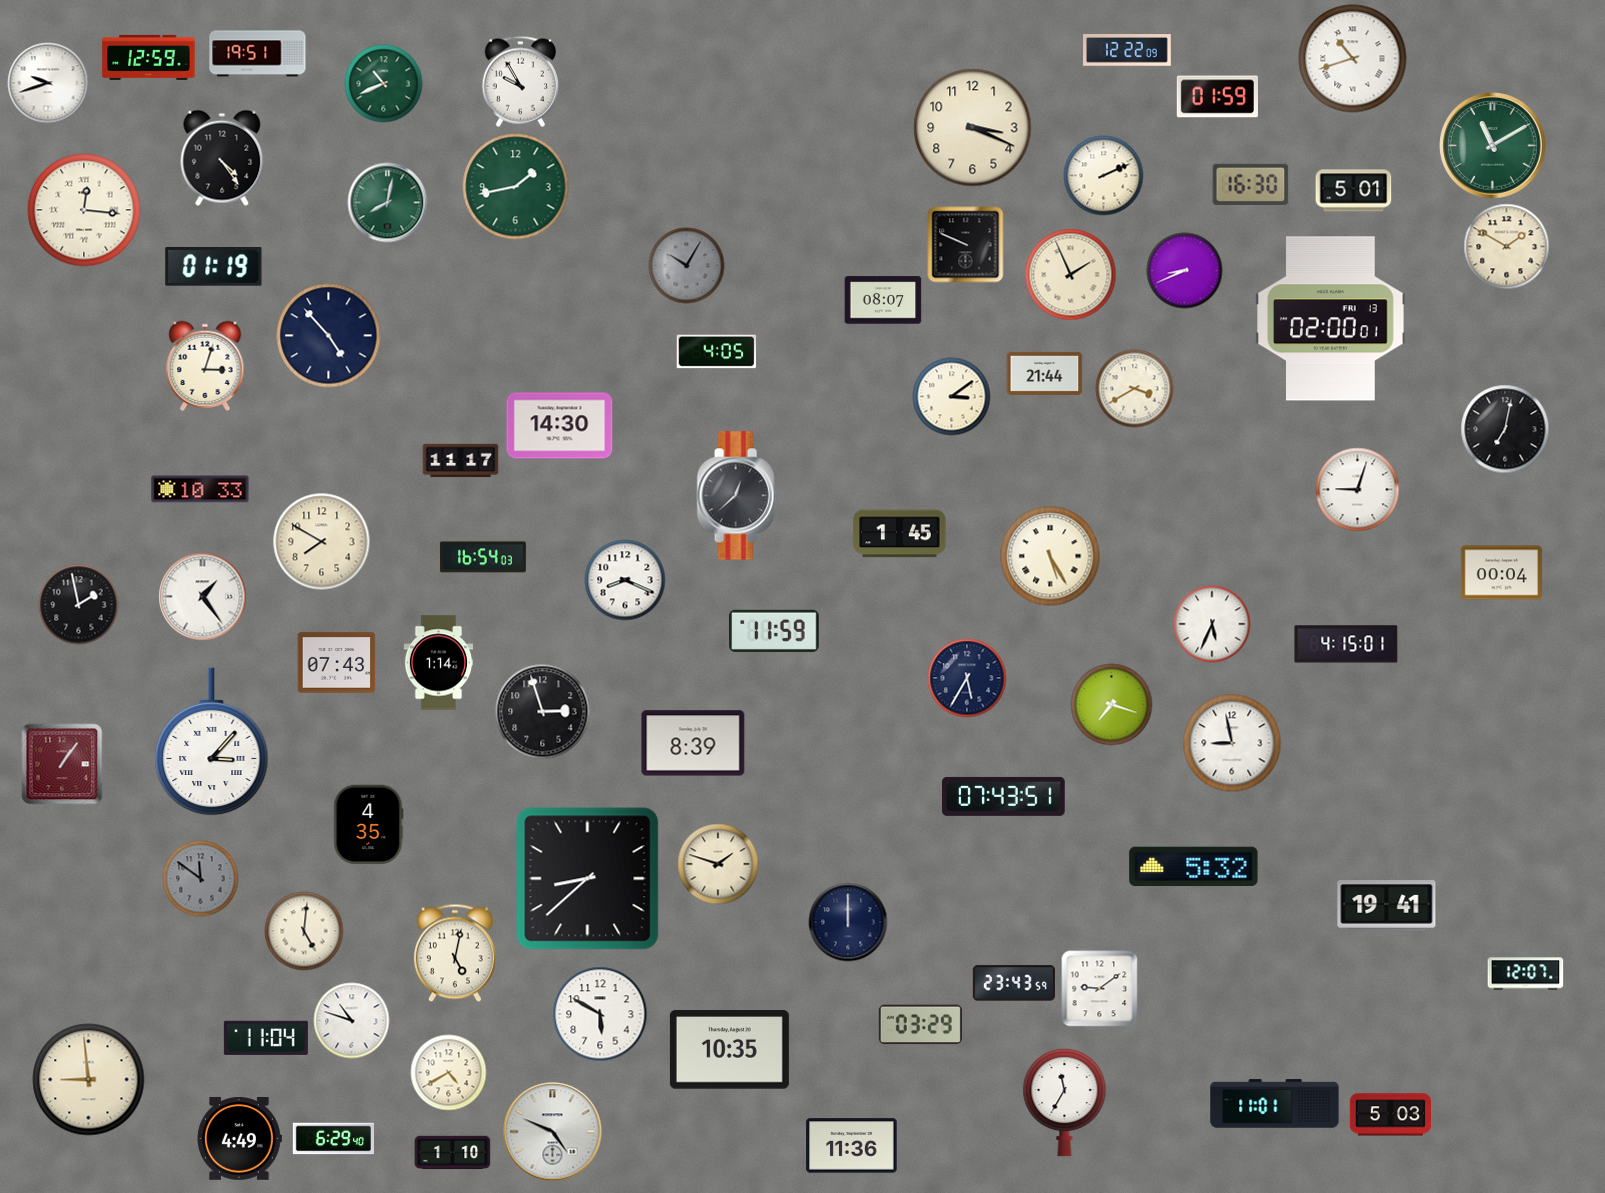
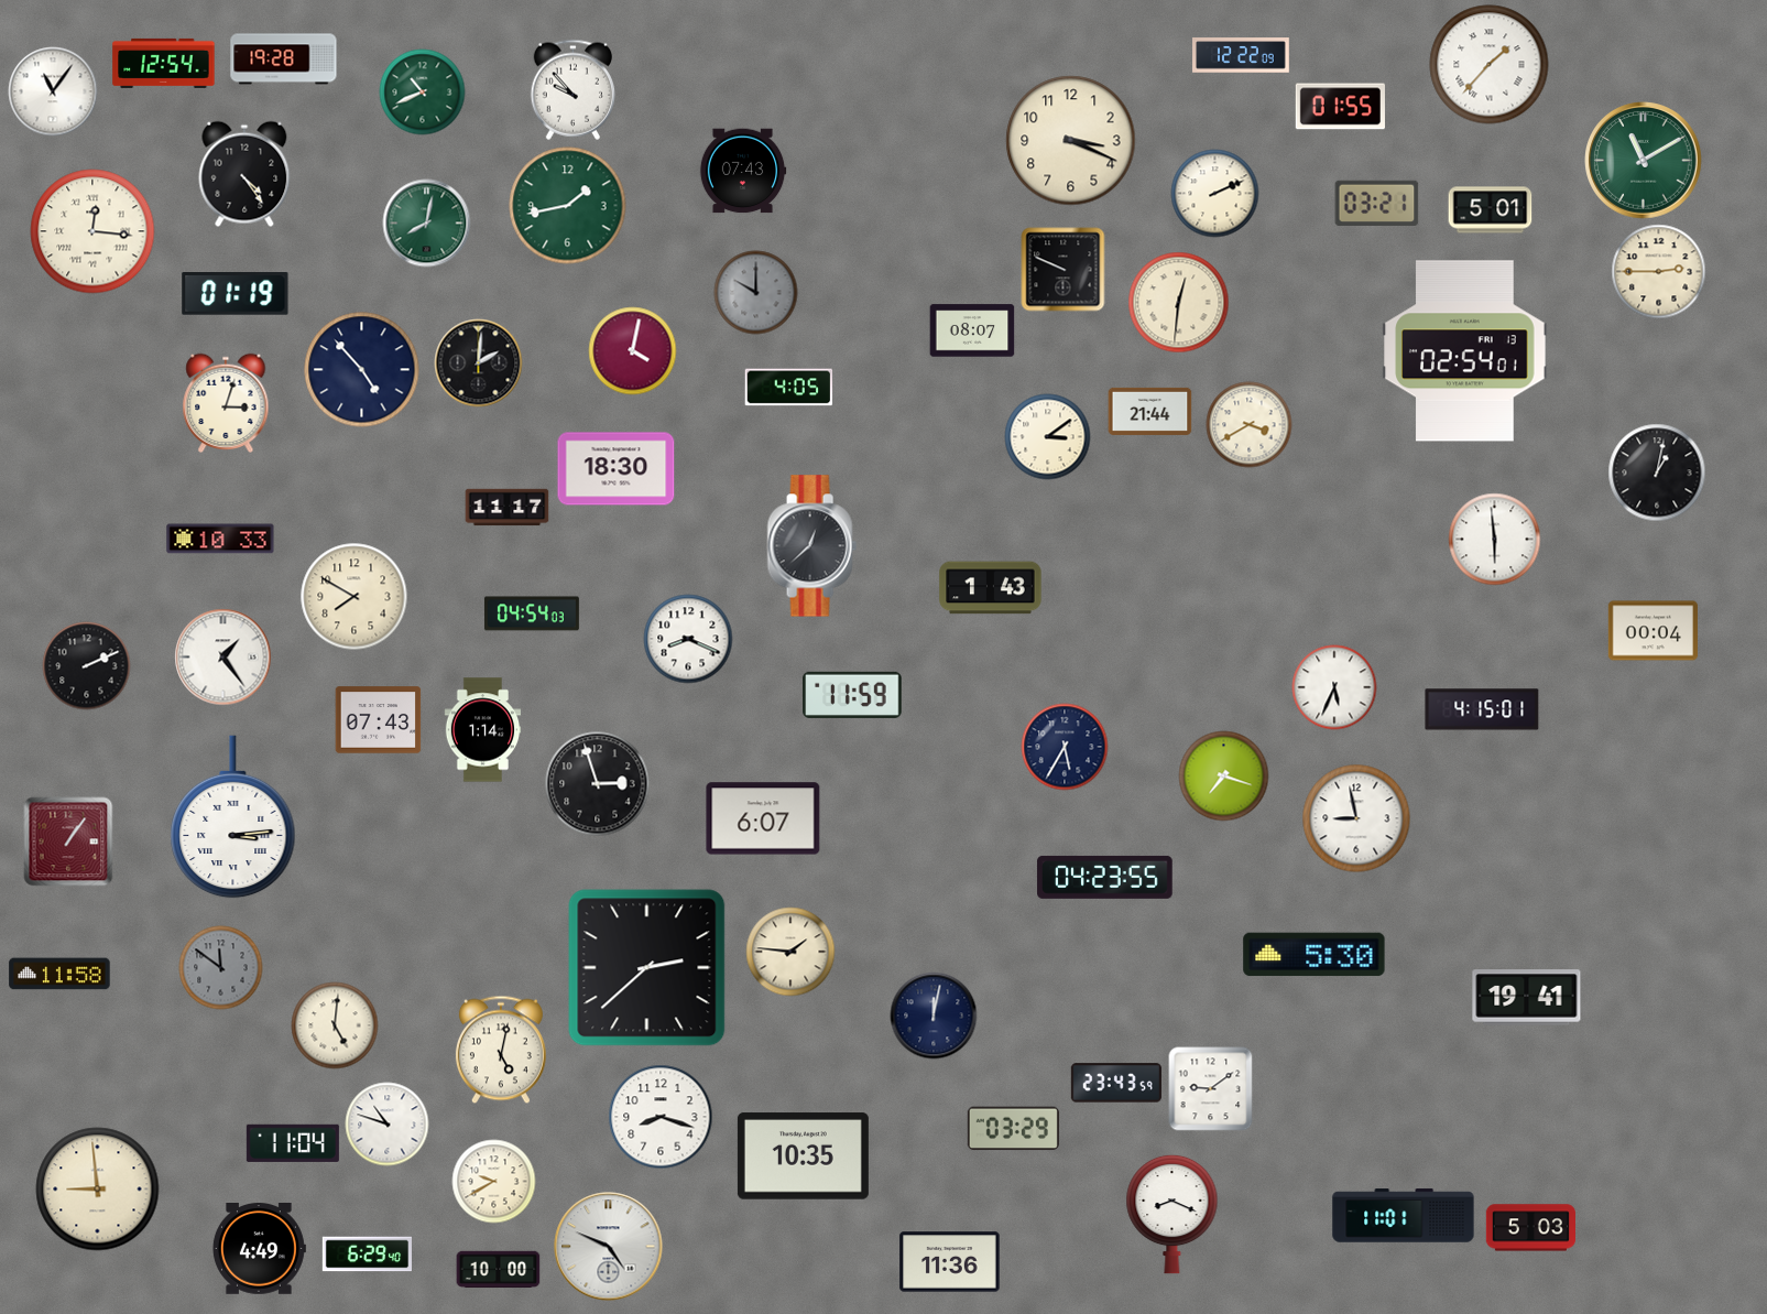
clock at (258, 54): 19:51 -> 19:28
clock at (149, 57): 12:59 -> 12:54
clock at (1353, 59): 10:42 -> 1:37
clock at (521, 81): 9:55 -> 9:53
clock at (48, 83): 9:42 -> 11:06
clock at (1217, 97): 01:59 -> 01:55
clock at (743, 171): none -> 07:43
clock at (1251, 184): 16:30 -> 03:21
clock at (1507, 247): 1:50 -> 2:45
clock at (687, 266): 10:05 -> 10:00
clock at (1185, 271): 8:41 -> none
clock at (1071, 275): 1:56 -> 12:31
clock at (633, 351): none -> 4:02
clock at (1331, 319): 02:00 -> 02:54
clock at (479, 363): none -> 2:01
clock at (1135, 389) position: (1135, 389) -> (1250, 425)
clock at (560, 426): 14:30 -> 18:30
clock at (1505, 429): 7:02 -> 1:02
clock at (1358, 490): 9:03 -> 5:59
clock at (900, 534): 1:45 -> 1:43
clock at (1050, 556): 5:25 -> none
clock at (483, 557): 16:54 -> 04:54
clock at (79, 605): 1:58 -> 2:11
clock at (337, 663) position: (337, 663) -> (379, 720)
clock at (212, 742): 3:07 -> 3:14
clock at (693, 743): 8:39 -> 6:07
clock at (1004, 796): 07:43 -> 04:23
clock at (369, 825): 4:35 -> none
clock at (718, 864): 1:48 -> 1:46
clock at (1194, 867): 5:32 -> 5:30
clock at (588, 879): 8:38 -> 2:38
clock at (59, 974): none -> 11:58
clock at (848, 922): 12:00 -> 12:02
clock at (1526, 974): 12:07 -> none
clock at (600, 1014): 5:50 -> 8:18
clock at (449, 1073): 4:40 -> 9:40
clock at (1065, 1102): 11:35 -> 8:19
clock at (239, 1139) position: (239, 1139) -> (259, 1249)
clock at (852, 1146) position: (852, 1146) -> (950, 1262)
clock at (453, 1153): 1:10 -> 10:00
